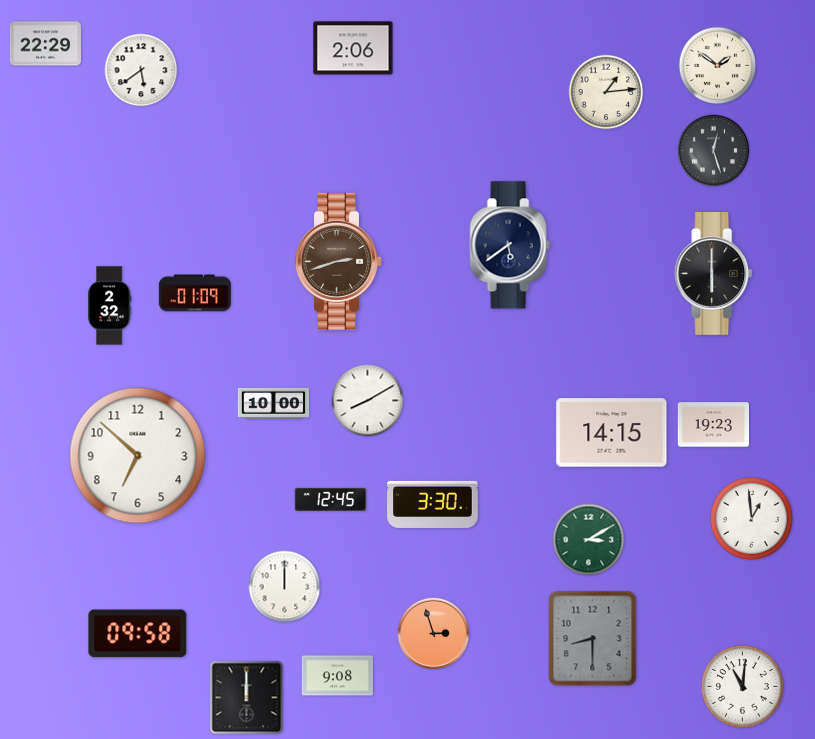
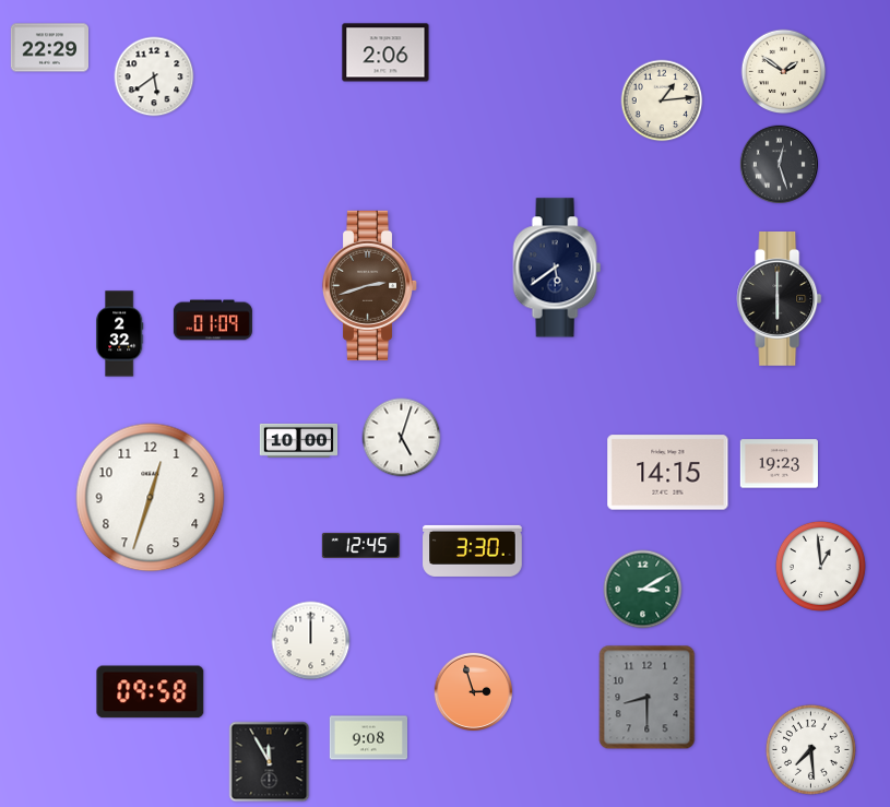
clock at (368, 401): 8:10 -> 5:03
clock at (138, 456): 6:52 -> 12:33
clock at (742, 686): 11:01 -> 7:29
clock at (247, 698): 12:00 -> 11:55
